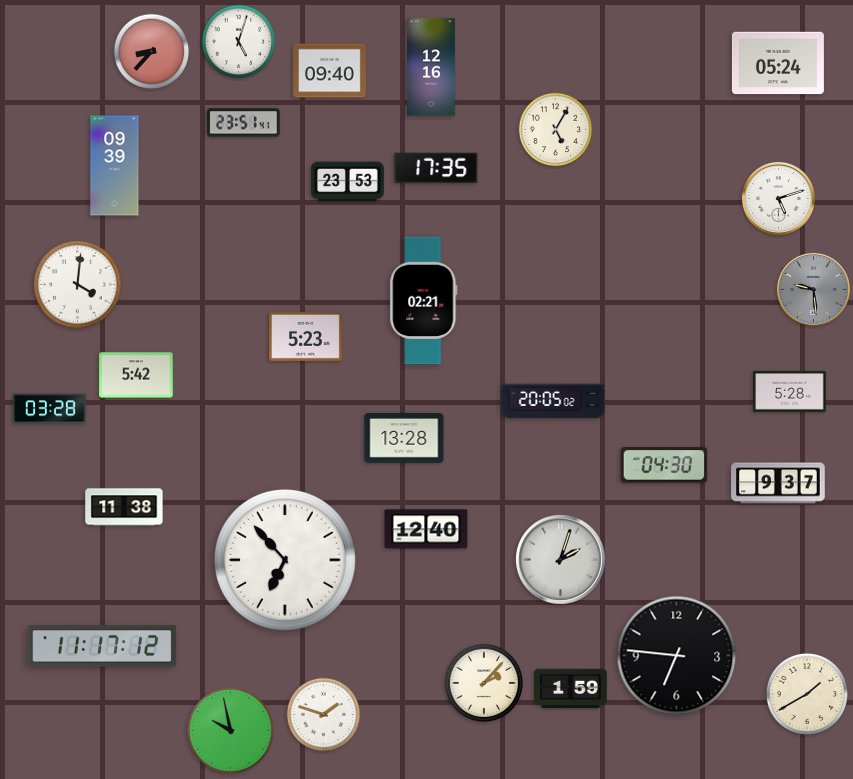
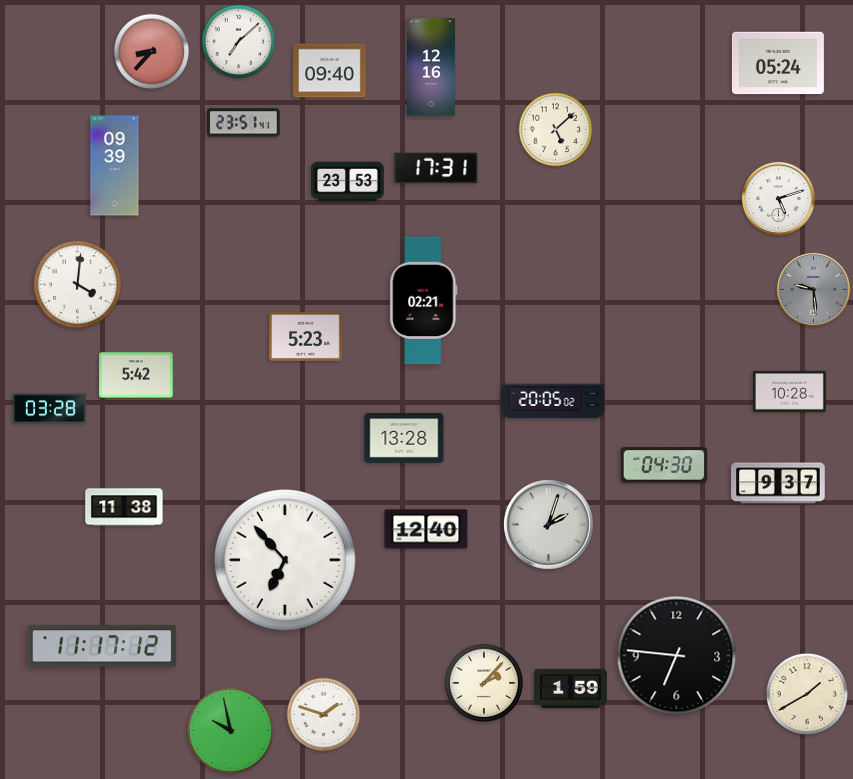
clock at (239, 42): 5:03 -> 7:08
clock at (556, 130): 5:05 -> 5:08
clock at (436, 168): 17:35 -> 17:31
clock at (790, 391): 5:28 -> 10:28
clock at (561, 560) position: (561, 560) -> (549, 525)
